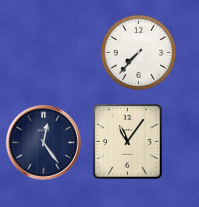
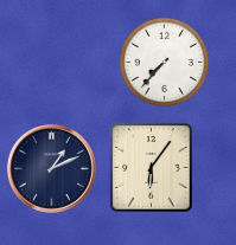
clock at (43, 142): 12:24 -> 1:11
clock at (128, 142): 11:06 -> 6:06
